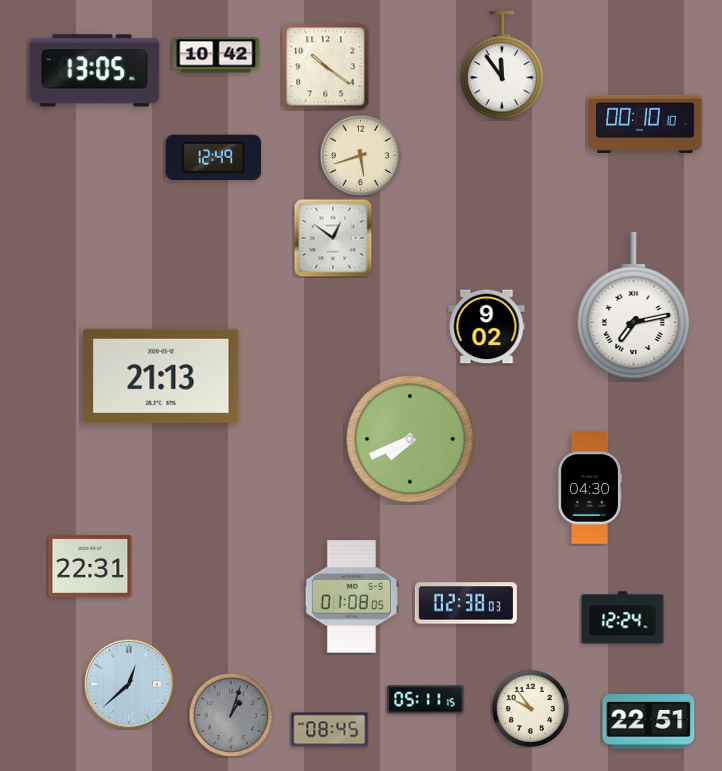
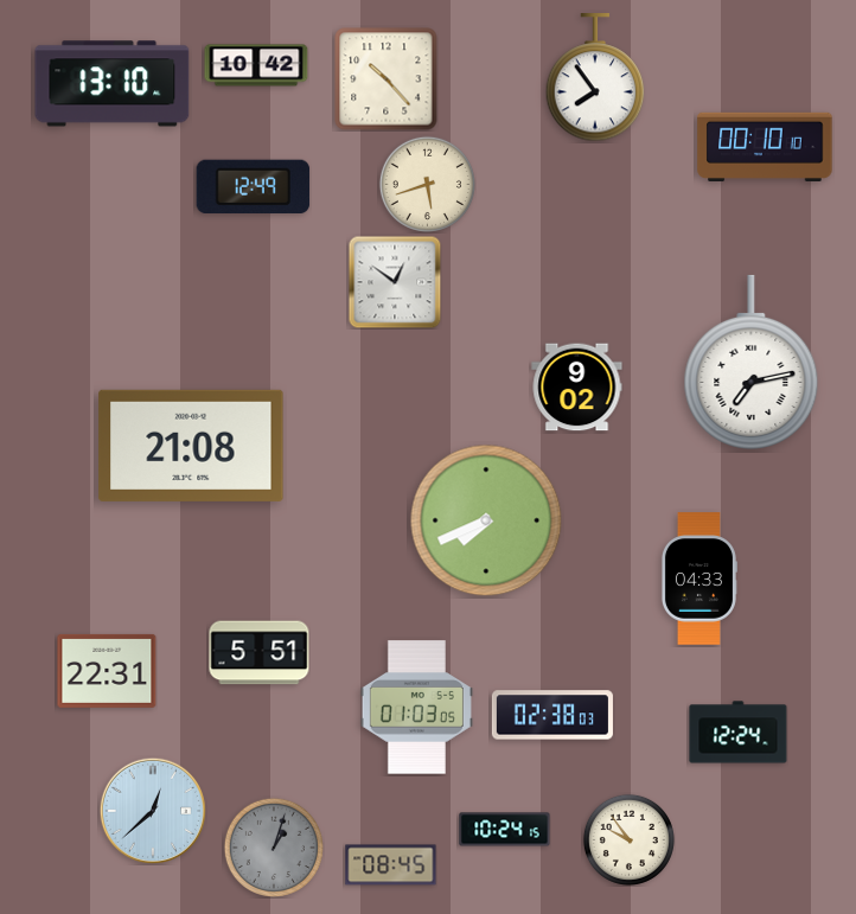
clock at (502, 66): 11:54 -> 7:54
clock at (326, 67): 10:21 -> 10:23
clock at (95, 71): 13:05 -> 13:10
clock at (161, 376): 21:13 -> 21:08
clock at (589, 488): 04:30 -> 04:33
clock at (260, 653): none -> 5:51
clock at (351, 597): 01:08 -> 01:03
clock at (426, 700): 05:11 -> 10:24
clock at (649, 722): 22:51 -> none
